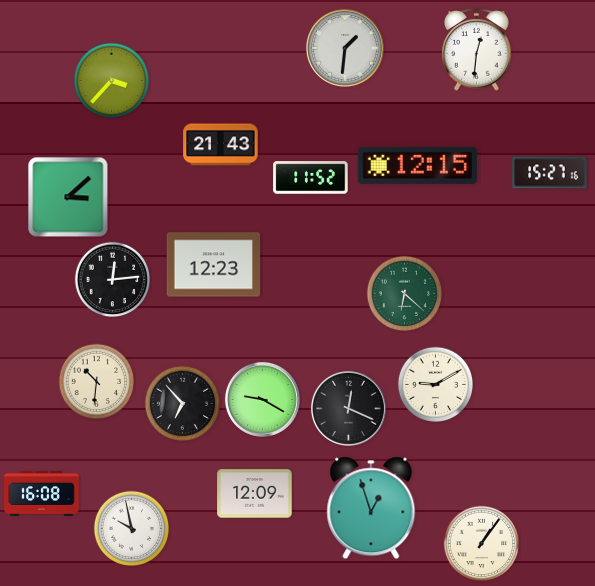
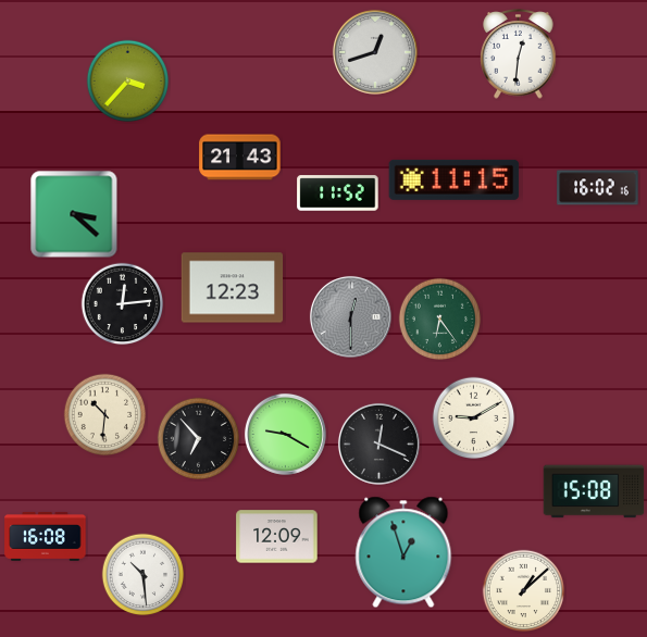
clock at (345, 48): 1:31 -> 12:42
clock at (112, 81) position: (112, 81) -> (128, 82)
clock at (418, 165): 12:15 -> 11:15
clock at (550, 173): 15:27 -> 16:02
clock at (68, 197): 3:08 -> 3:22
clock at (350, 316): none -> 12:30
clock at (405, 294): 6:22 -> 6:24
clock at (594, 491): none -> 15:08
clock at (132, 529): 9:58 -> 10:29
clock at (482, 544): 1:06 -> 1:08
